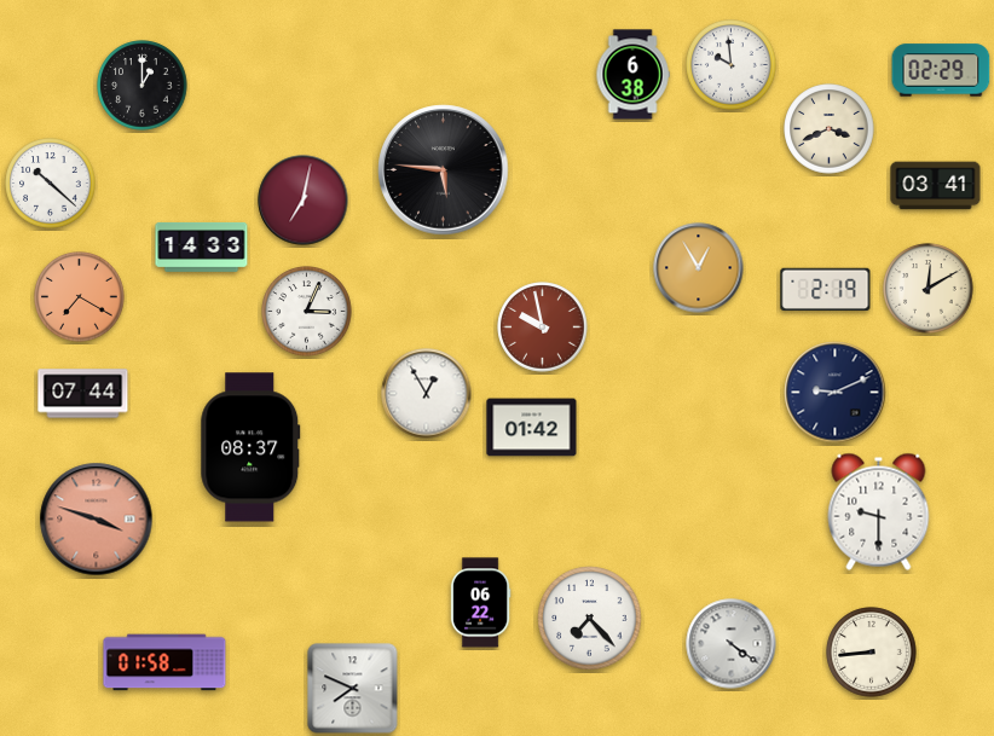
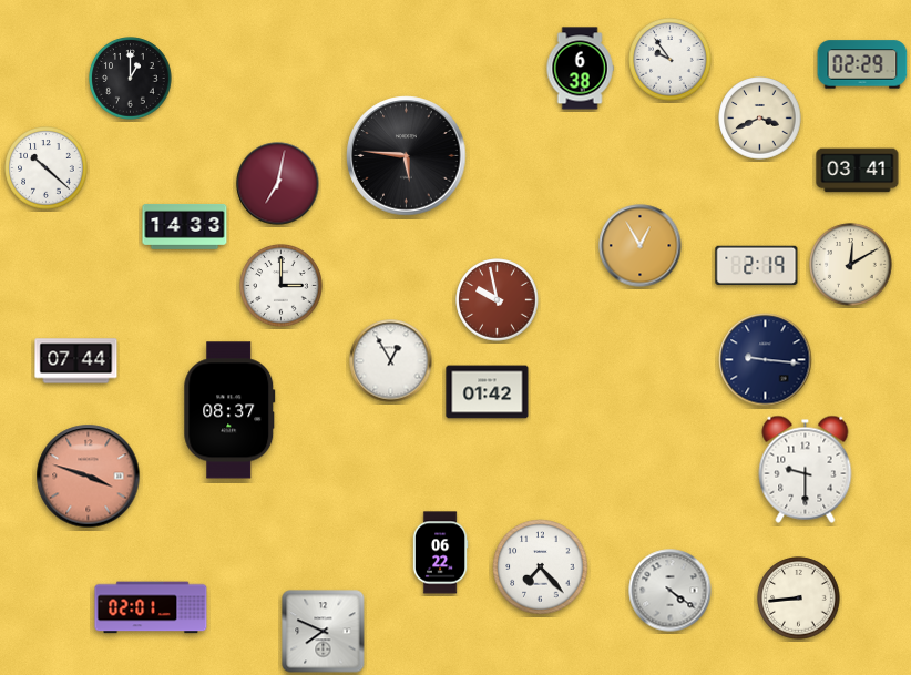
clock at (732, 65): 9:59 -> 9:54
clock at (80, 297): 7:20 -> none
clock at (307, 312): 3:04 -> 3:00
clock at (836, 393): 9:11 -> 9:16
clock at (164, 662): 01:58 -> 02:01
